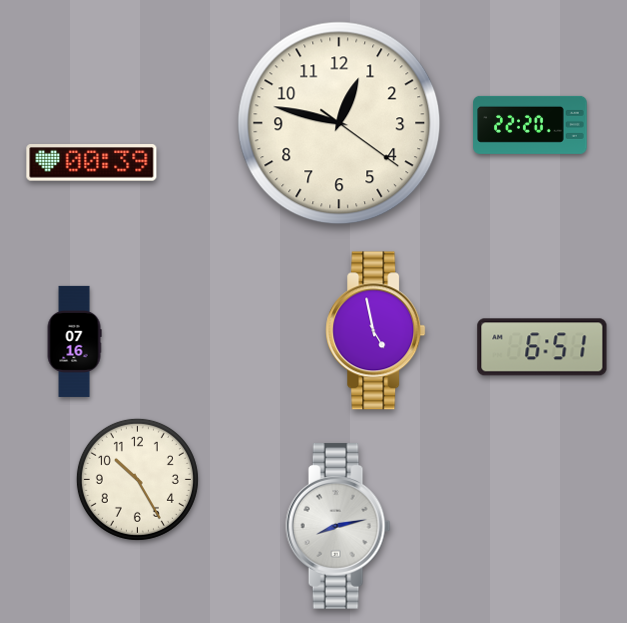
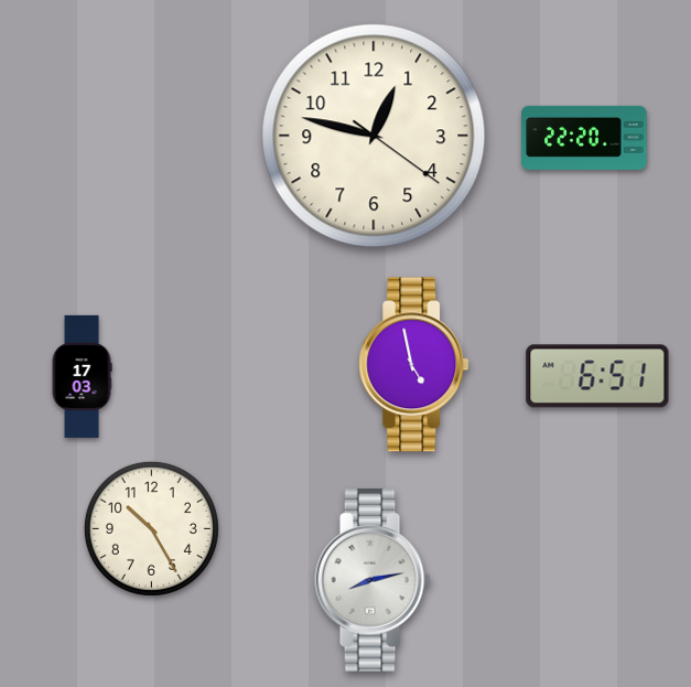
clock at (92, 163): 00:39 -> none
clock at (74, 341): 07:16 -> 17:03
clock at (542, 347) position: (542, 347) -> (597, 376)
